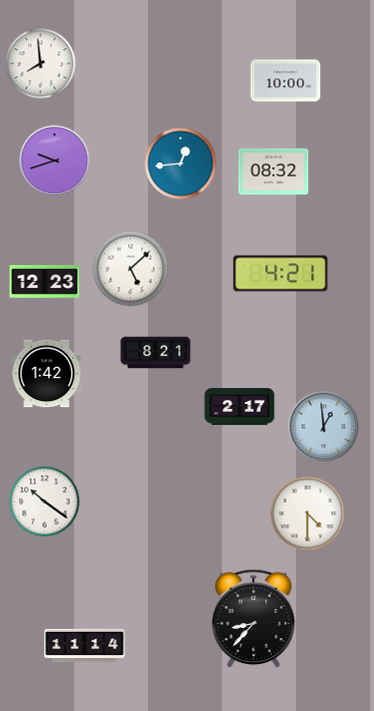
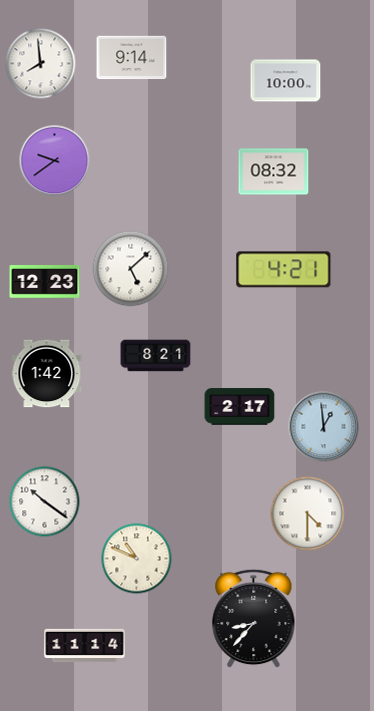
clock at (132, 58): none -> 9:14
clock at (55, 161): 9:42 -> 9:39
clock at (181, 164): 12:44 -> none
clock at (281, 274) position: (281, 274) -> (284, 270)
clock at (156, 353) position: (156, 353) -> (156, 356)
clock at (137, 559): none -> 10:49
